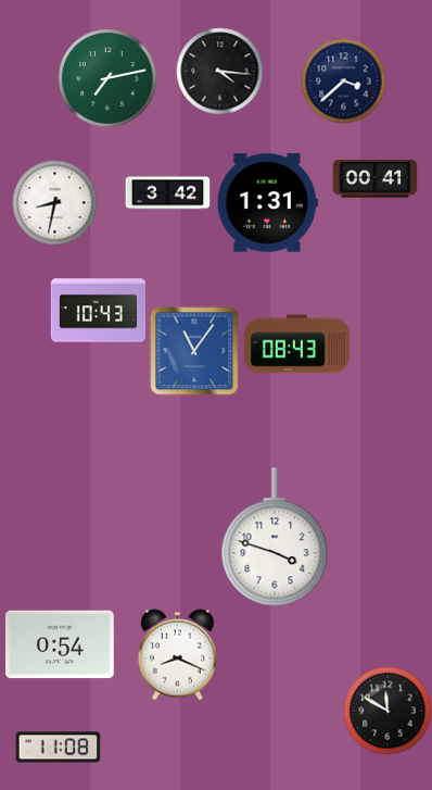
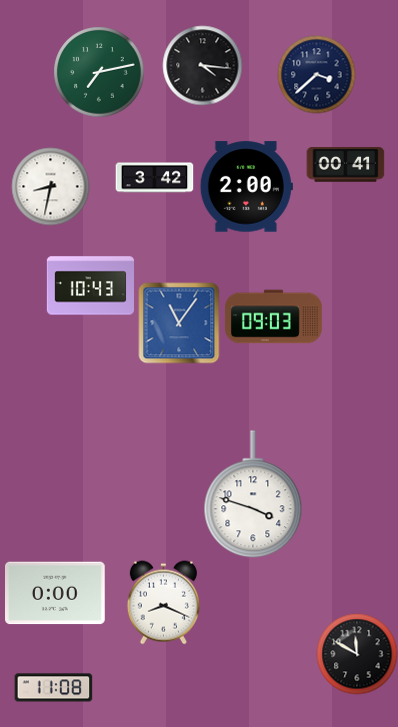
clock at (267, 203): 1:31 -> 2:00
clock at (296, 344): 08:43 -> 09:03
clock at (61, 644): 0:54 -> 0:00
